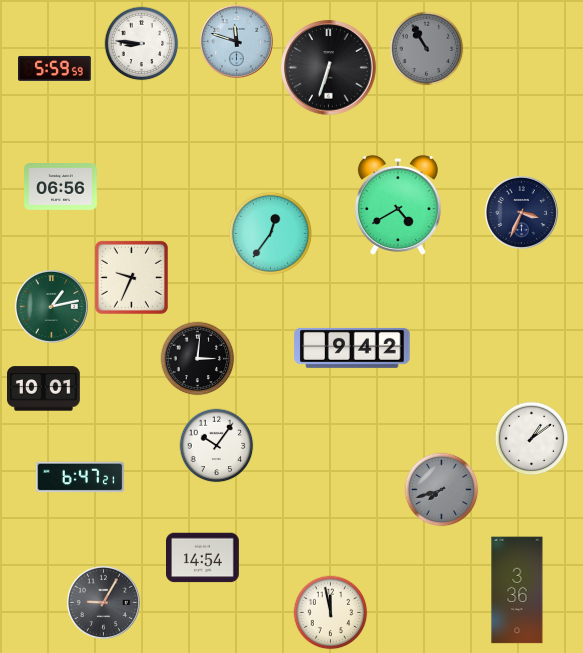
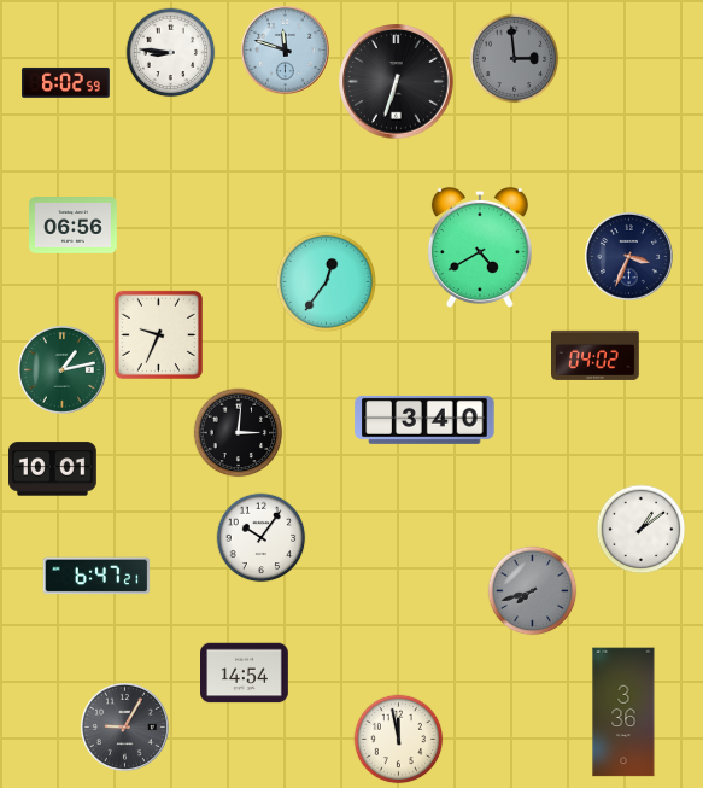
clock at (427, 49): 10:55 -> 2:59
clock at (55, 69): 5:59 -> 6:02
clock at (596, 355): none -> 04:02
clock at (352, 348): 9:42 -> 3:40
